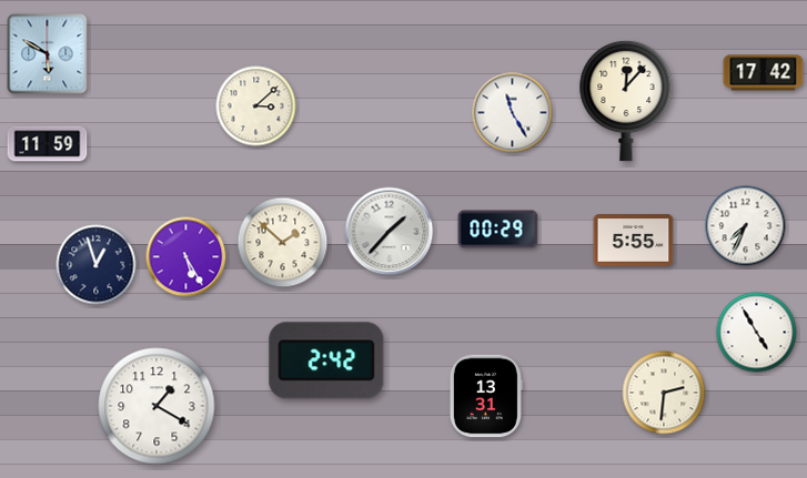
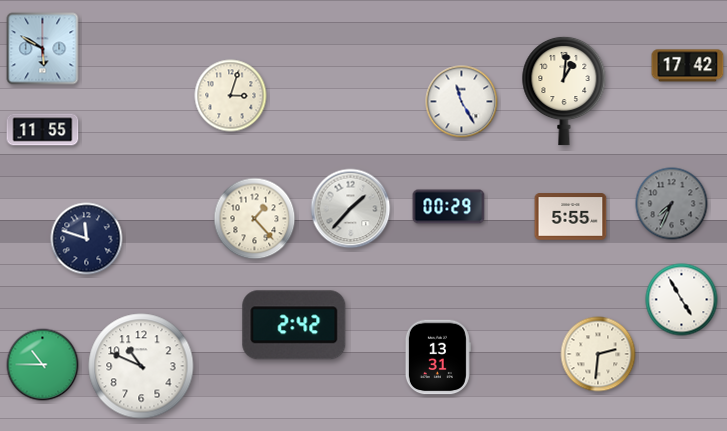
clock at (626, 101): 12:07 -> 1:01
clock at (256, 106): 3:08 -> 3:03
clock at (48, 144): 11:59 -> 11:55
clock at (746, 226) dial: white -> grey
clock at (283, 243): 1:52 -> 1:23
clock at (186, 257): 5:25 -> none
clock at (97, 265): 12:57 -> 11:48
clock at (43, 365): none -> 10:45
clock at (157, 406): 1:20 -> 10:49
